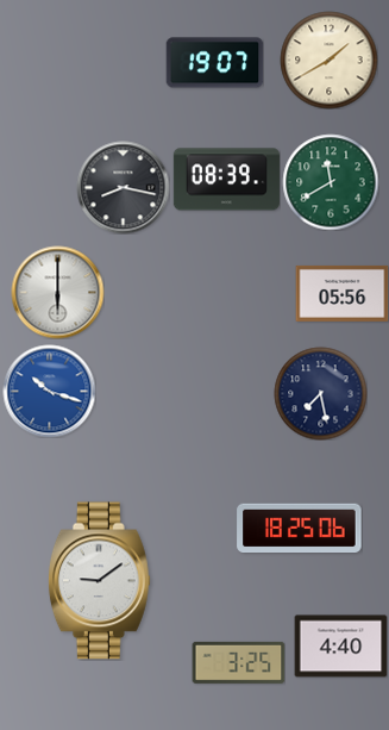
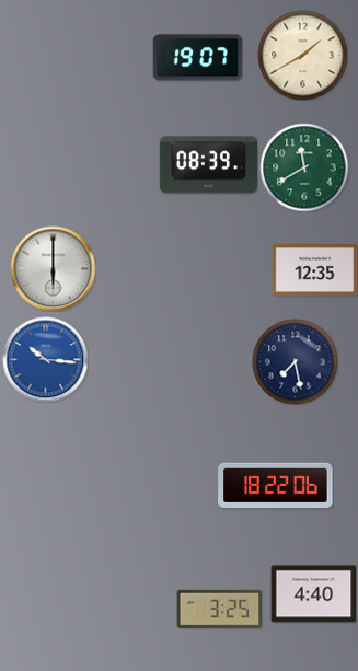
clock at (123, 187): 8:17 -> none
clock at (341, 293): 05:56 -> 12:35
clock at (49, 391): 10:18 -> 10:16
clock at (300, 528): 18:25 -> 18:22
clock at (99, 581): 9:09 -> none
